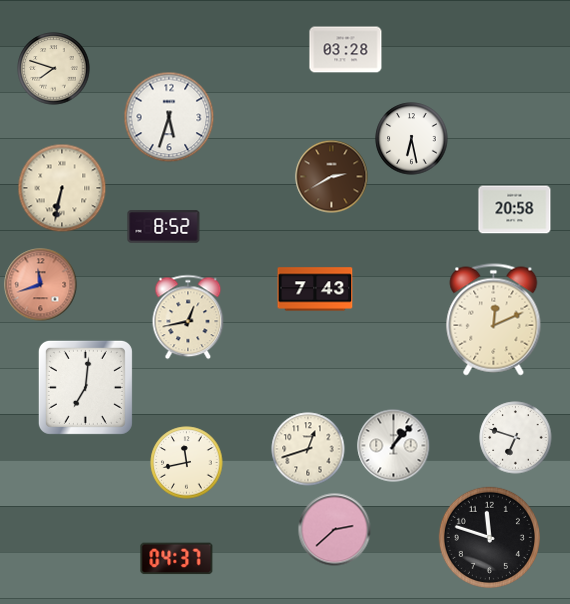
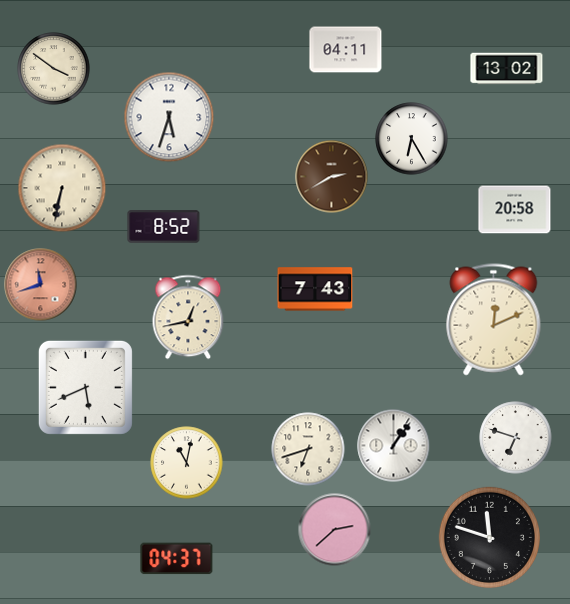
clock at (346, 50): 03:28 -> 04:11
clock at (54, 69): 7:48 -> 3:51
clock at (507, 69): none -> 13:02
clock at (412, 139): 6:28 -> 6:25
clock at (85, 387): 7:01 -> 5:41
clock at (394, 446): 1:07 -> 1:06
clock at (308, 449): 12:42 -> 6:42
clock at (187, 463): 11:43 -> 11:02
